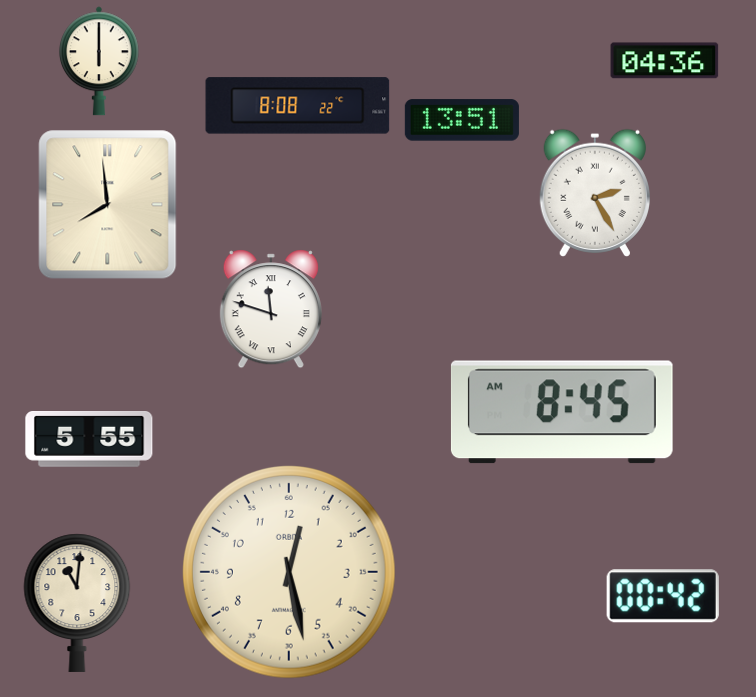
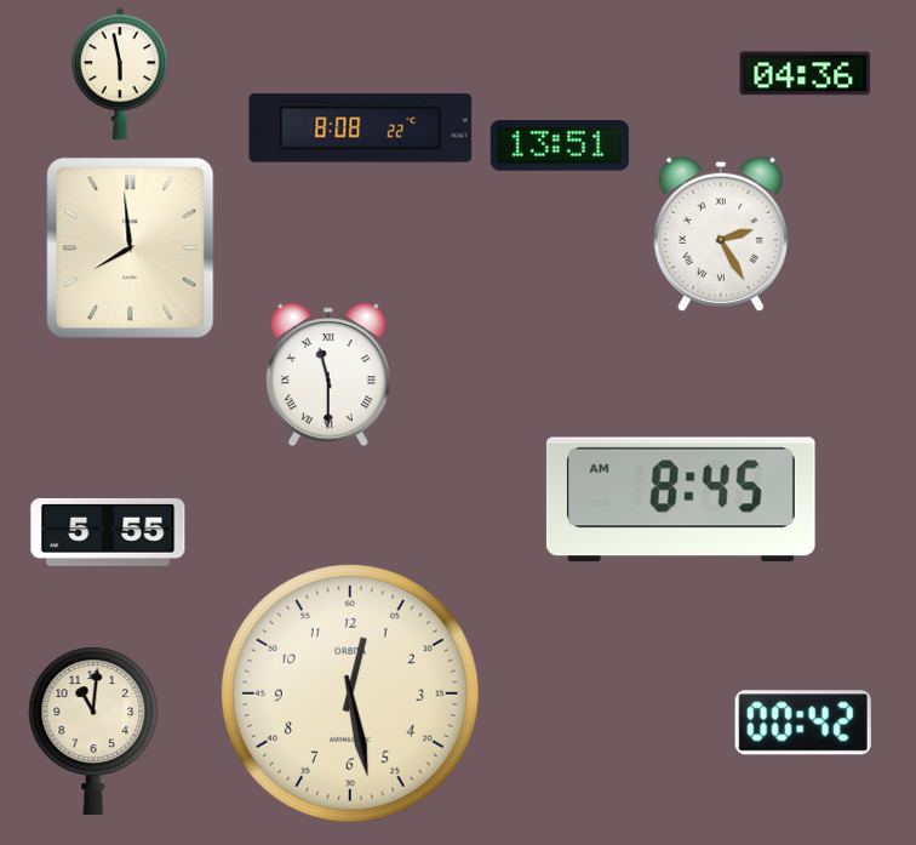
clock at (99, 61): 6:00 -> 5:58
clock at (271, 309): 11:48 -> 11:30
